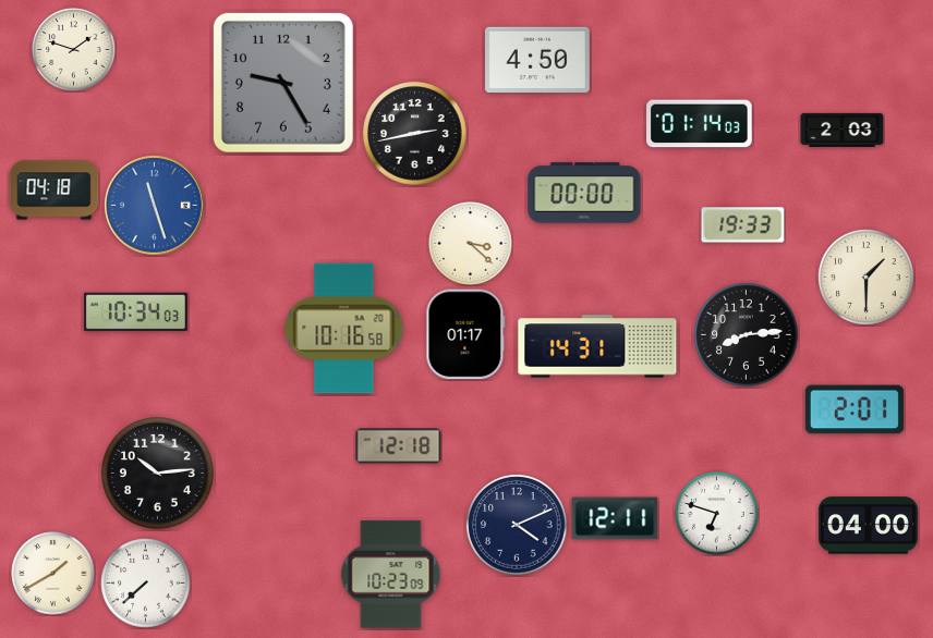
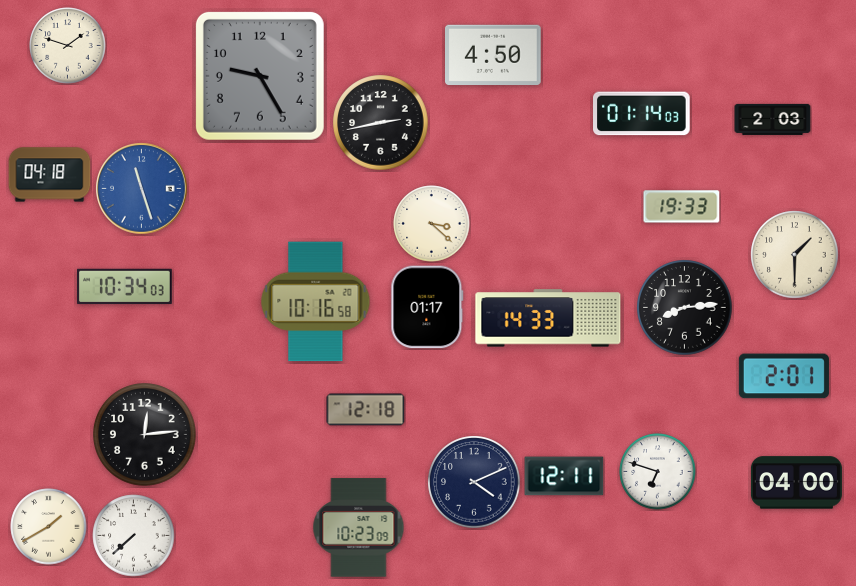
clock at (584, 193): 00:00 -> none
clock at (597, 346): 14:31 -> 14:33
clock at (158, 474): 10:14 -> 12:14
